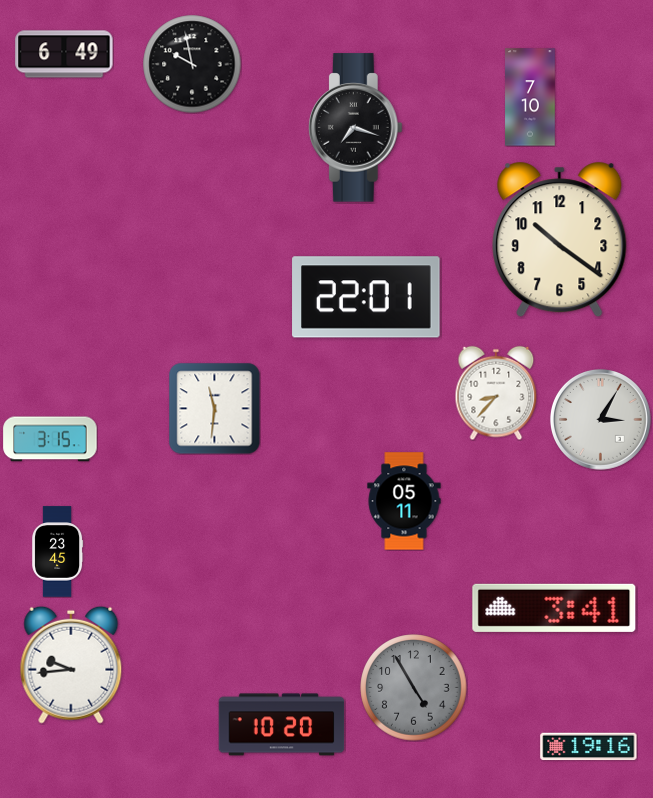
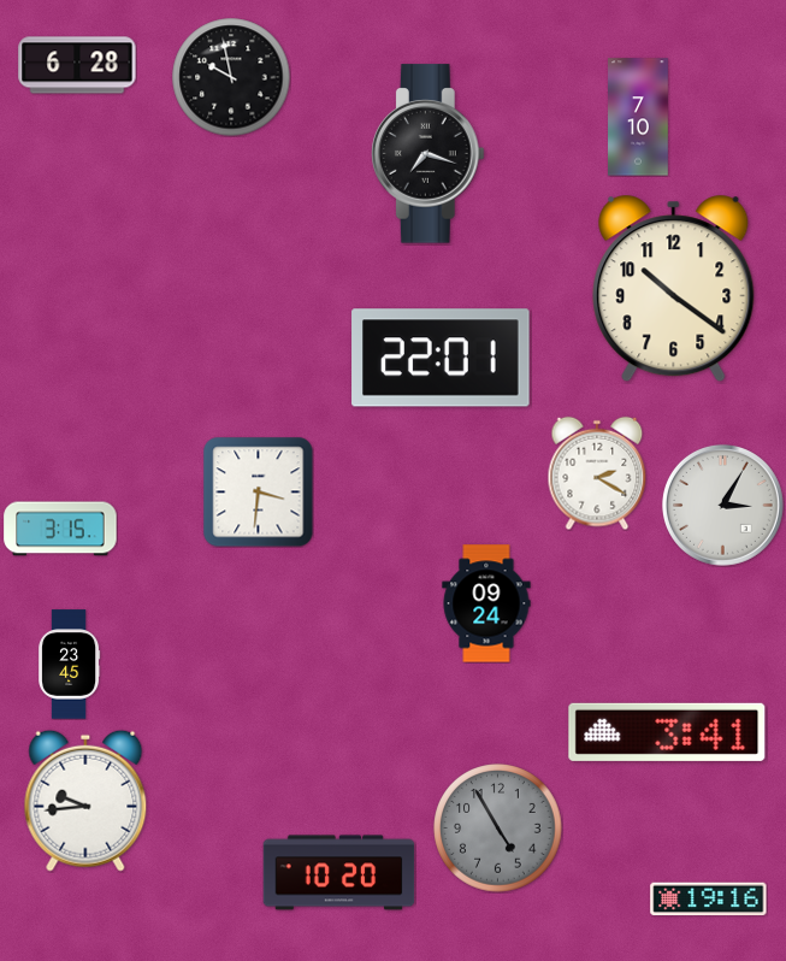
clock at (64, 54): 6:49 -> 6:28
clock at (496, 393): 8:37 -> 2:20
clock at (214, 409): 11:31 -> 3:31
clock at (404, 501): 05:11 -> 09:24
